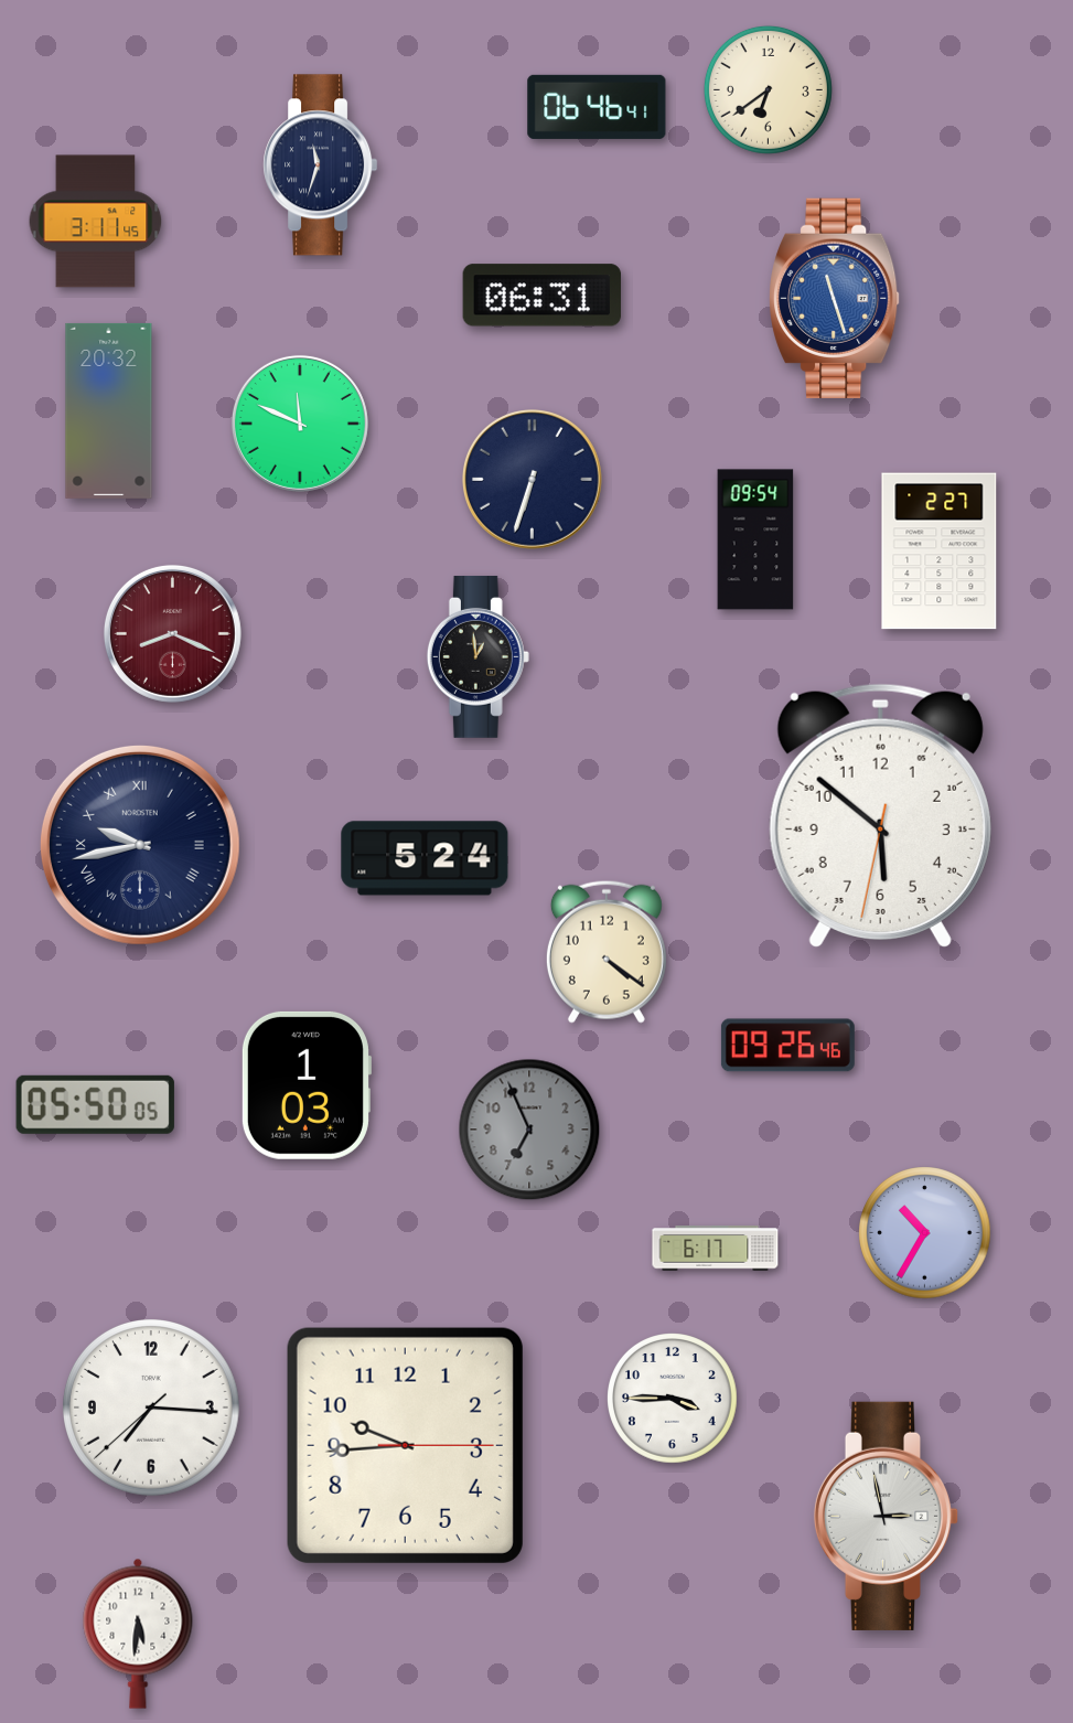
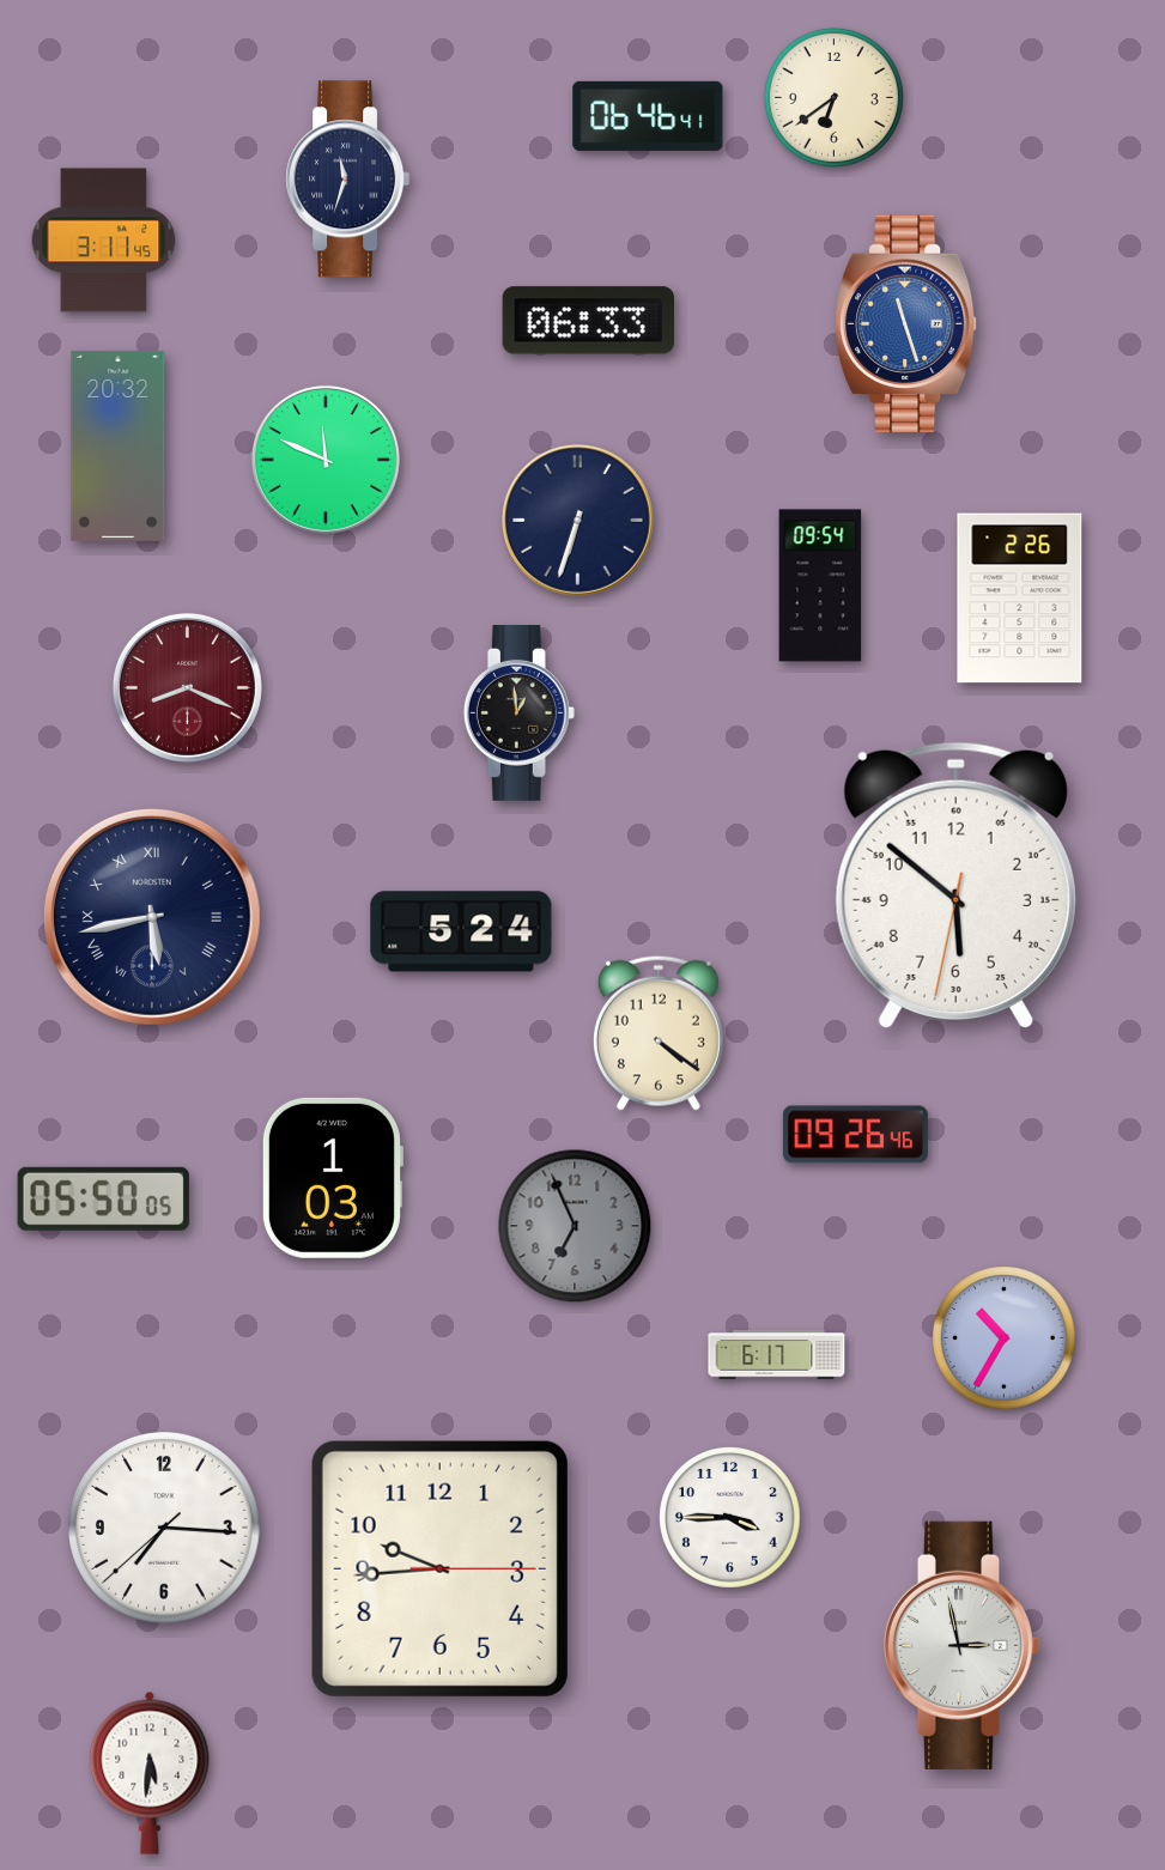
clock at (541, 296): 06:31 -> 06:33
clock at (940, 552): 2:27 -> 2:26
clock at (140, 845): 9:43 -> 5:43
